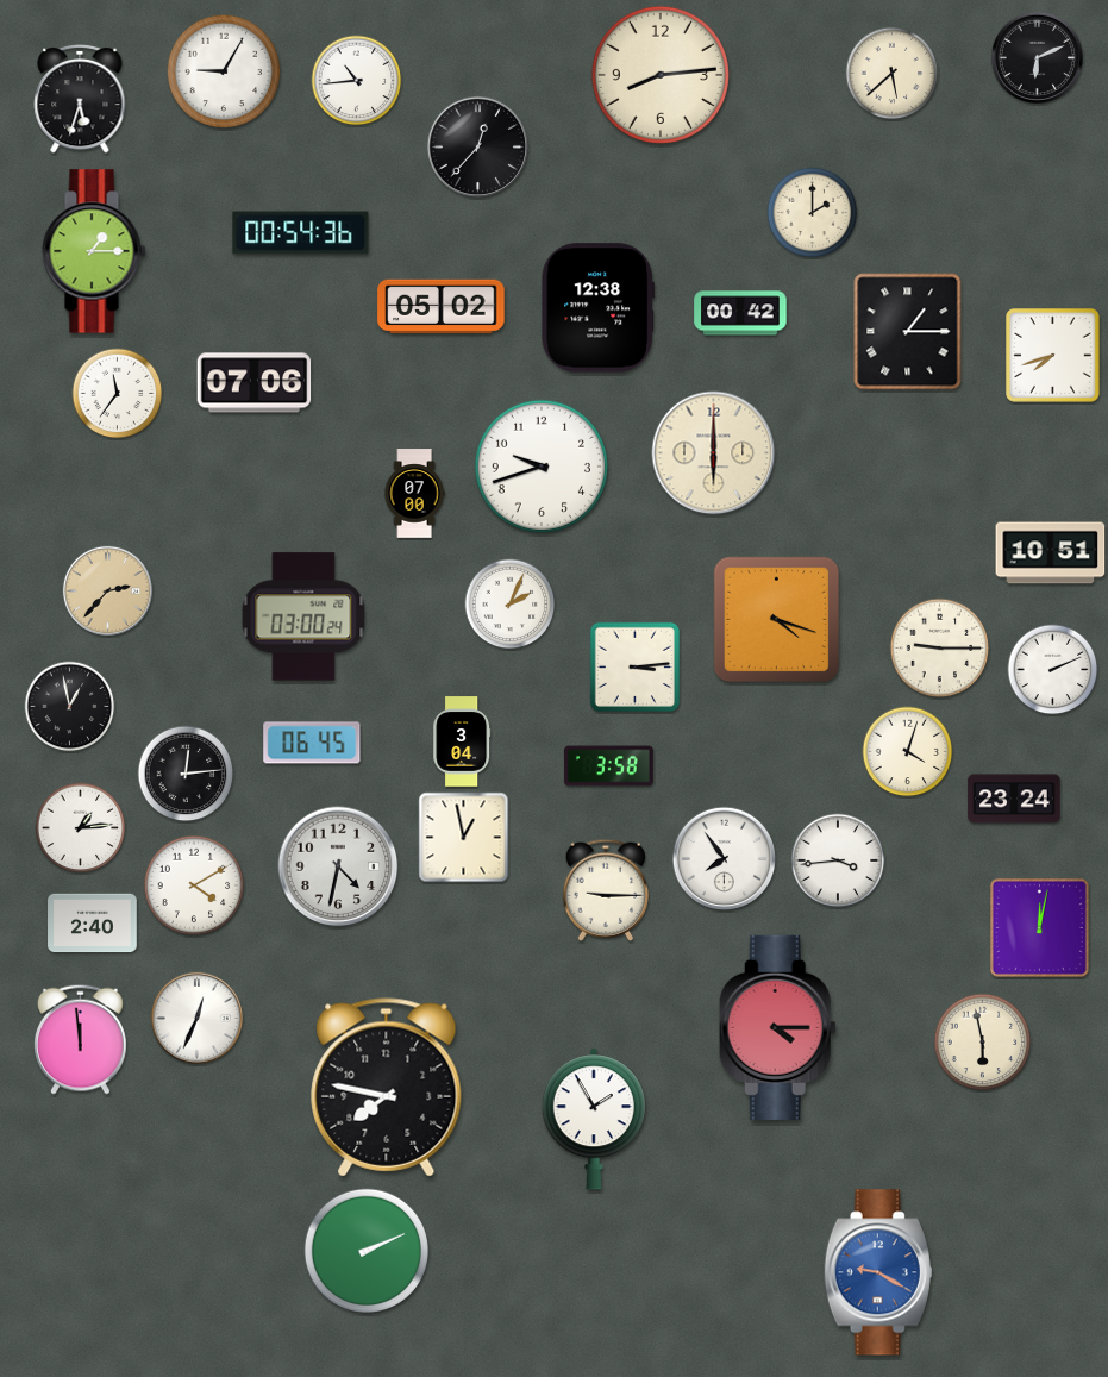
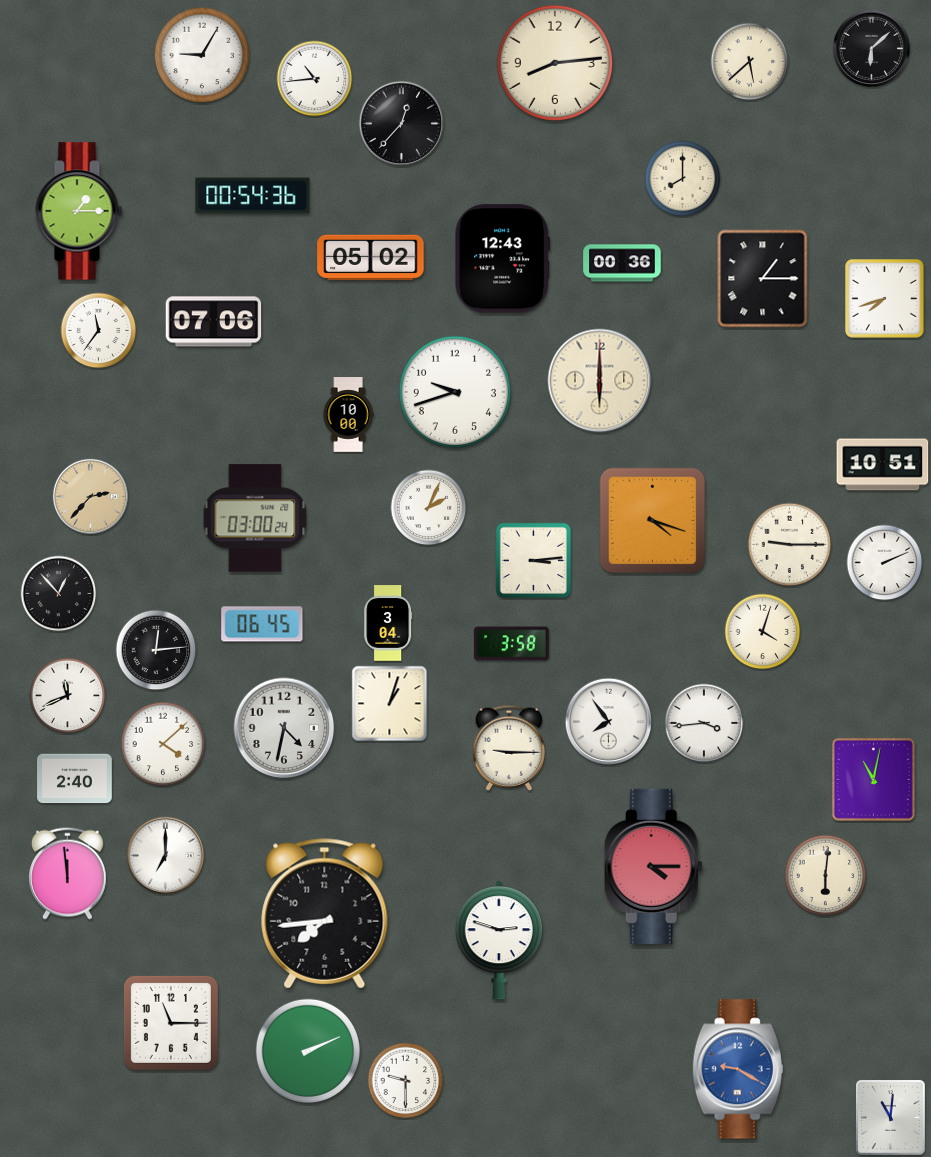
clock at (1037, 57): 6:11 -> 6:08
clock at (224, 71) position: (224, 71) -> (202, 55)
clock at (357, 81) position: (357, 81) -> (315, 79)
clock at (80, 99): 5:33 -> none
clock at (813, 213): 2:00 -> 8:00
clock at (599, 308): 12:38 -> 12:43
clock at (740, 313): 00:42 -> 00:36
clock at (414, 494): 07:00 -> 10:00
clock at (70, 707): 12:58 -> 12:53
clock at (1014, 799): 23:24 -> none
clock at (81, 828): 1:14 -> 11:41
clock at (464, 838): 12:58 -> 1:03
clock at (194, 885): 4:10 -> 4:08
clock at (93, 924) position: (93, 924) -> (75, 779)
clock at (1039, 927): 12:02 -> 11:02
clock at (196, 1018): 12:34 -> 7:00
clock at (777, 1027) position: (777, 1027) -> (653, 866)
clock at (983, 1043): 5:58 -> 6:01
clock at (387, 1088): 7:47 -> 7:44
clock at (594, 1119): 1:55 -> 2:48
clock at (171, 1023): none -> 11:15
clock at (406, 1081): none -> 9:30
clock at (891, 1118): none -> 11:01
